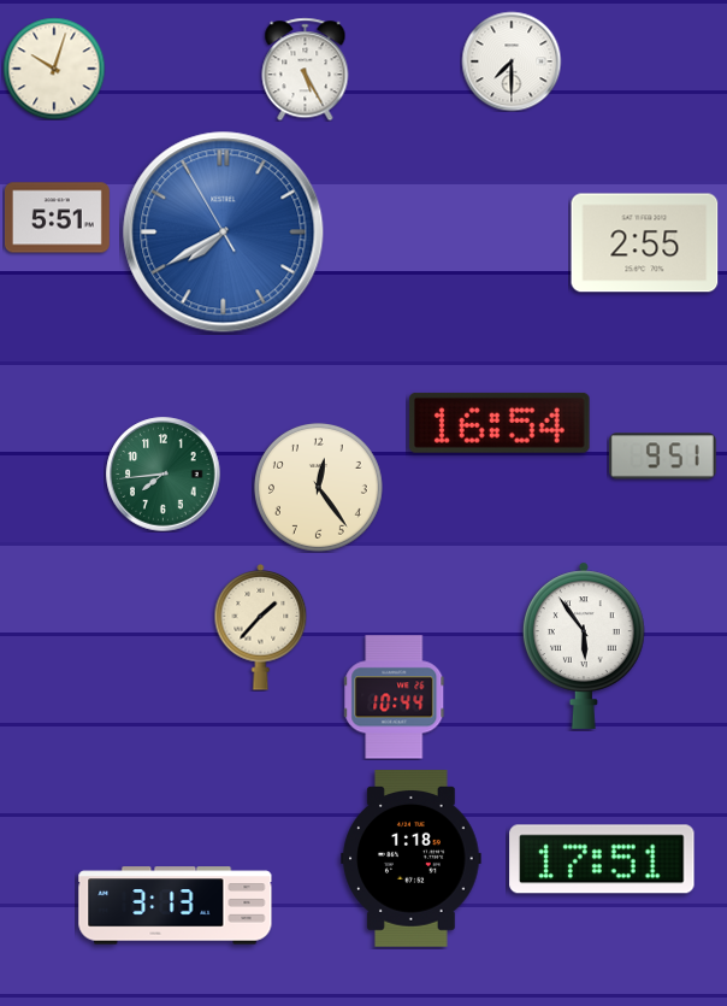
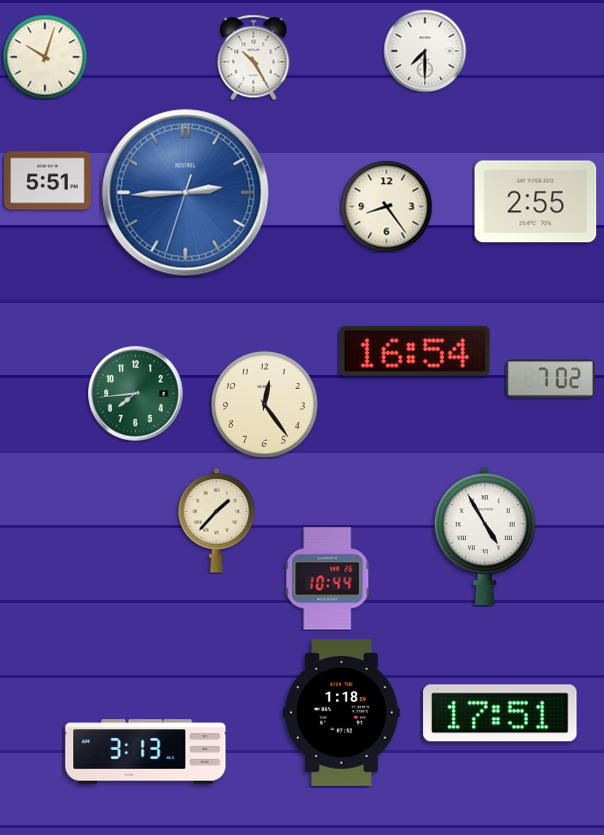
clock at (306, 69): 5:25 -> 10:25
clock at (224, 233): 7:39 -> 2:44
clock at (386, 206): none -> 8:24
clock at (662, 457): 9:51 -> 7:02
clock at (584, 646): 5:54 -> 4:55
